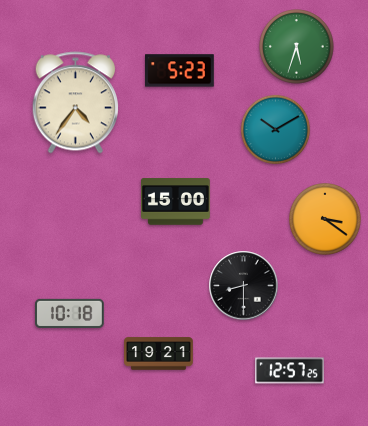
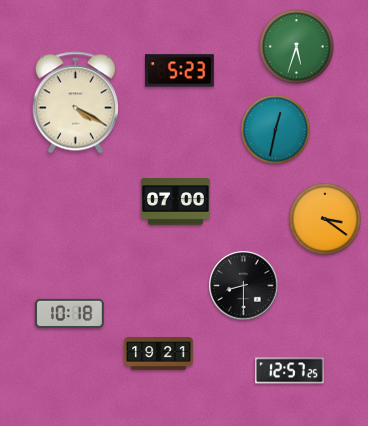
clock at (75, 103): 4:36 -> 4:20
clock at (275, 129): 10:10 -> 12:32
clock at (176, 202): 15:00 -> 07:00
